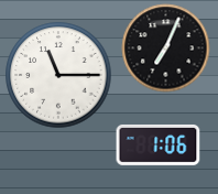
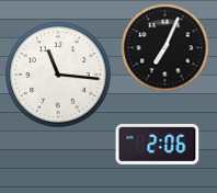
clock at (58, 75): 11:15 -> 11:16
clock at (159, 144): 1:06 -> 2:06
